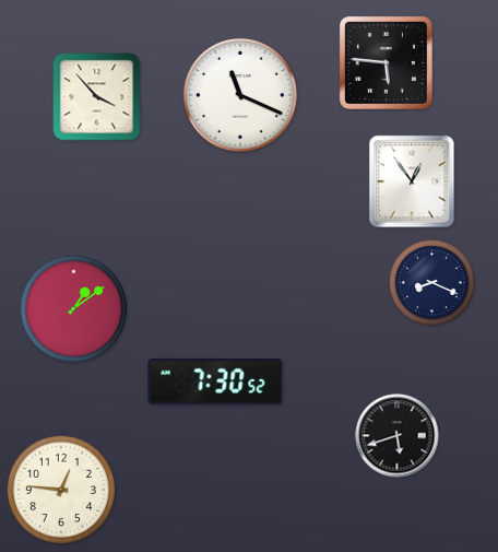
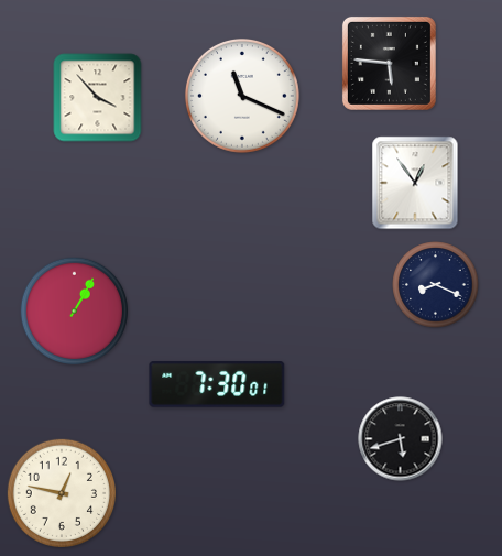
clock at (74, 309): 1:09 -> 1:05
clock at (215, 383): 7:30:52 -> 7:30:01
clock at (60, 489): 12:46 -> 12:47
